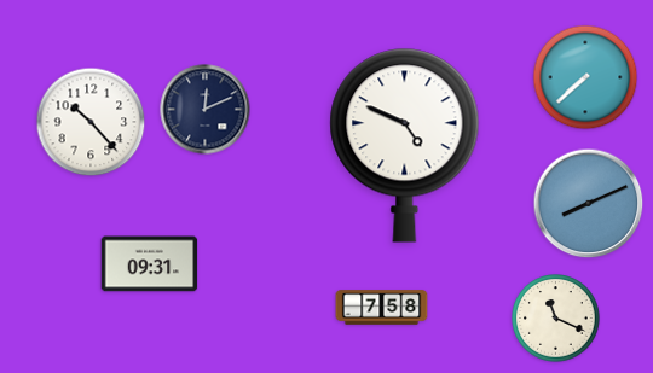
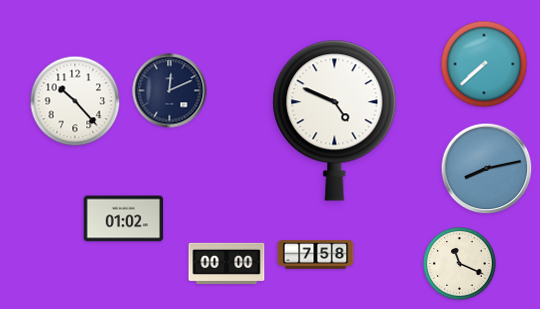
clock at (589, 204): 8:11 -> 8:13
clock at (150, 264): 09:31 -> 01:02
clock at (227, 263): none -> 00:00
